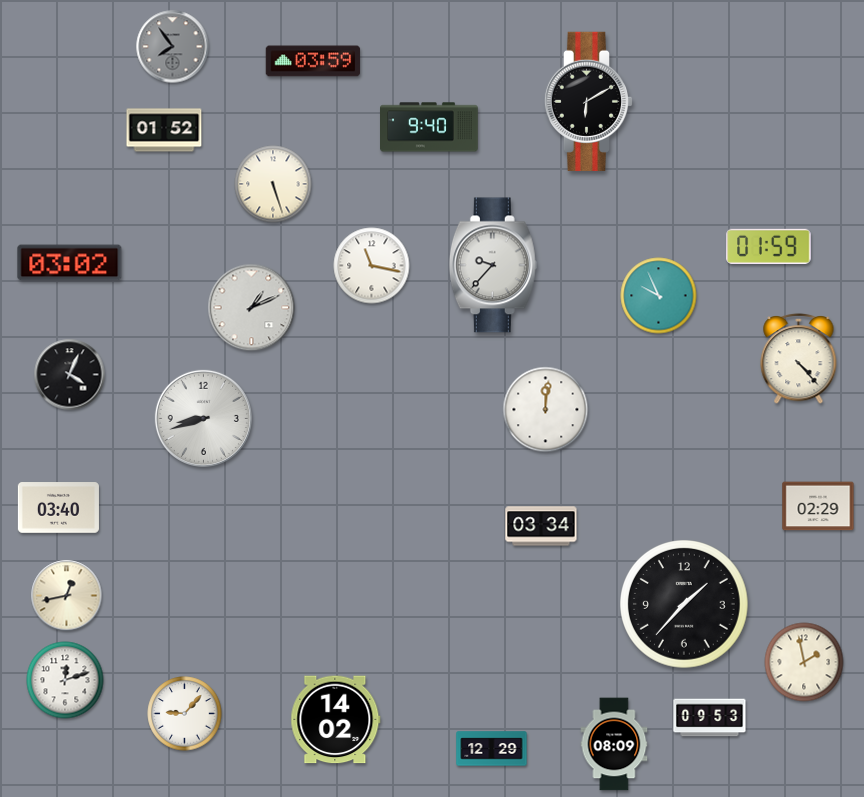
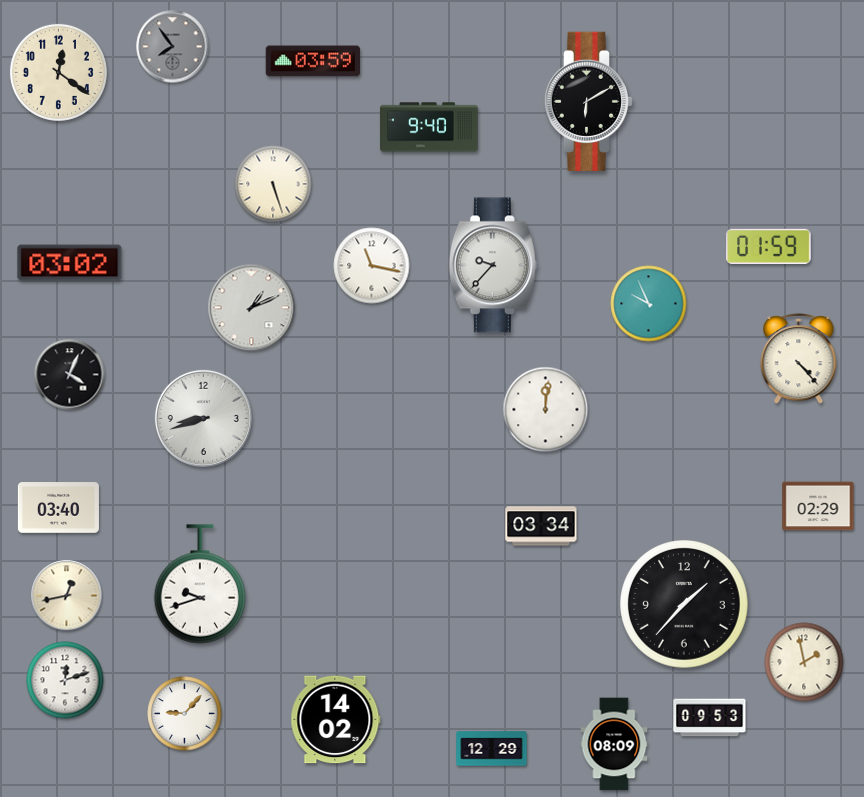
clock at (58, 72): none -> 12:21
clock at (164, 130): 01:52 -> none
clock at (659, 296) position: (659, 296) -> (649, 304)
clock at (199, 584): none -> 9:42
